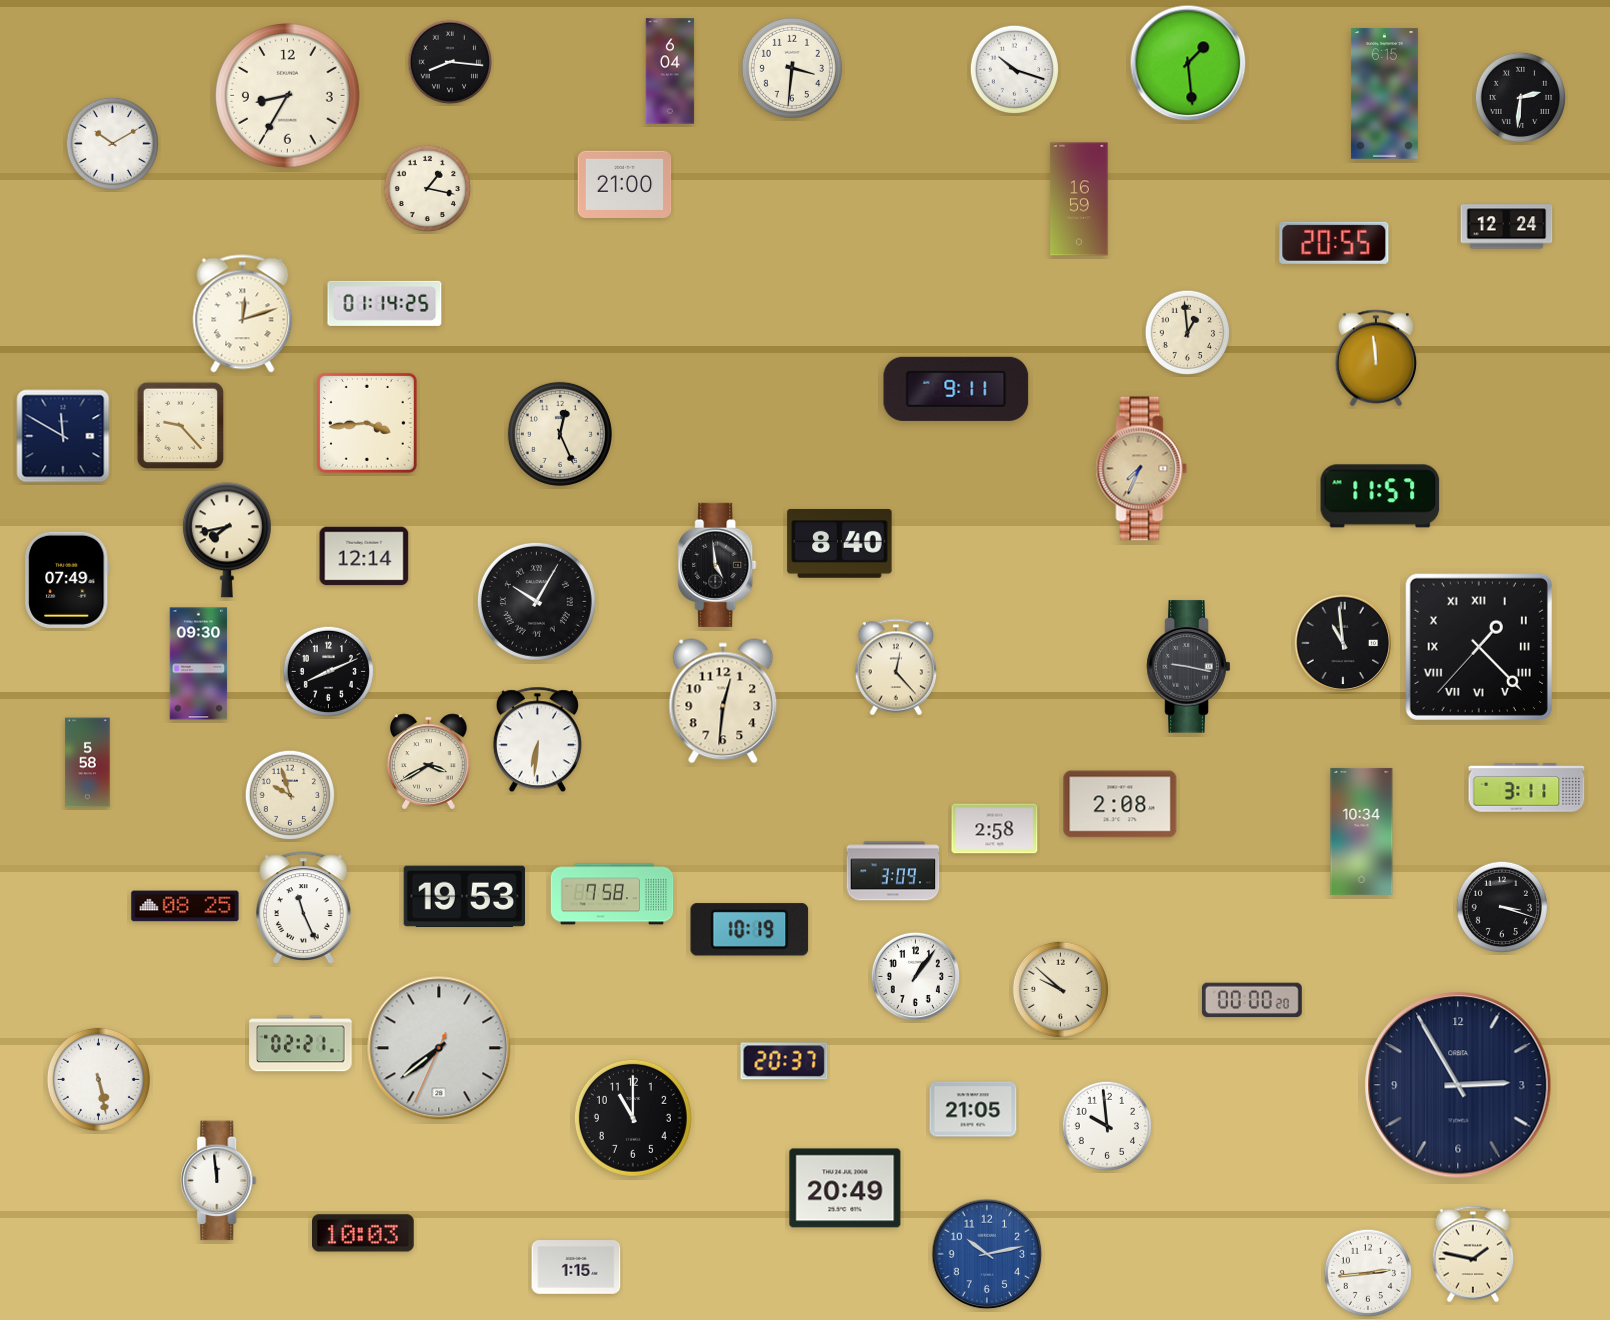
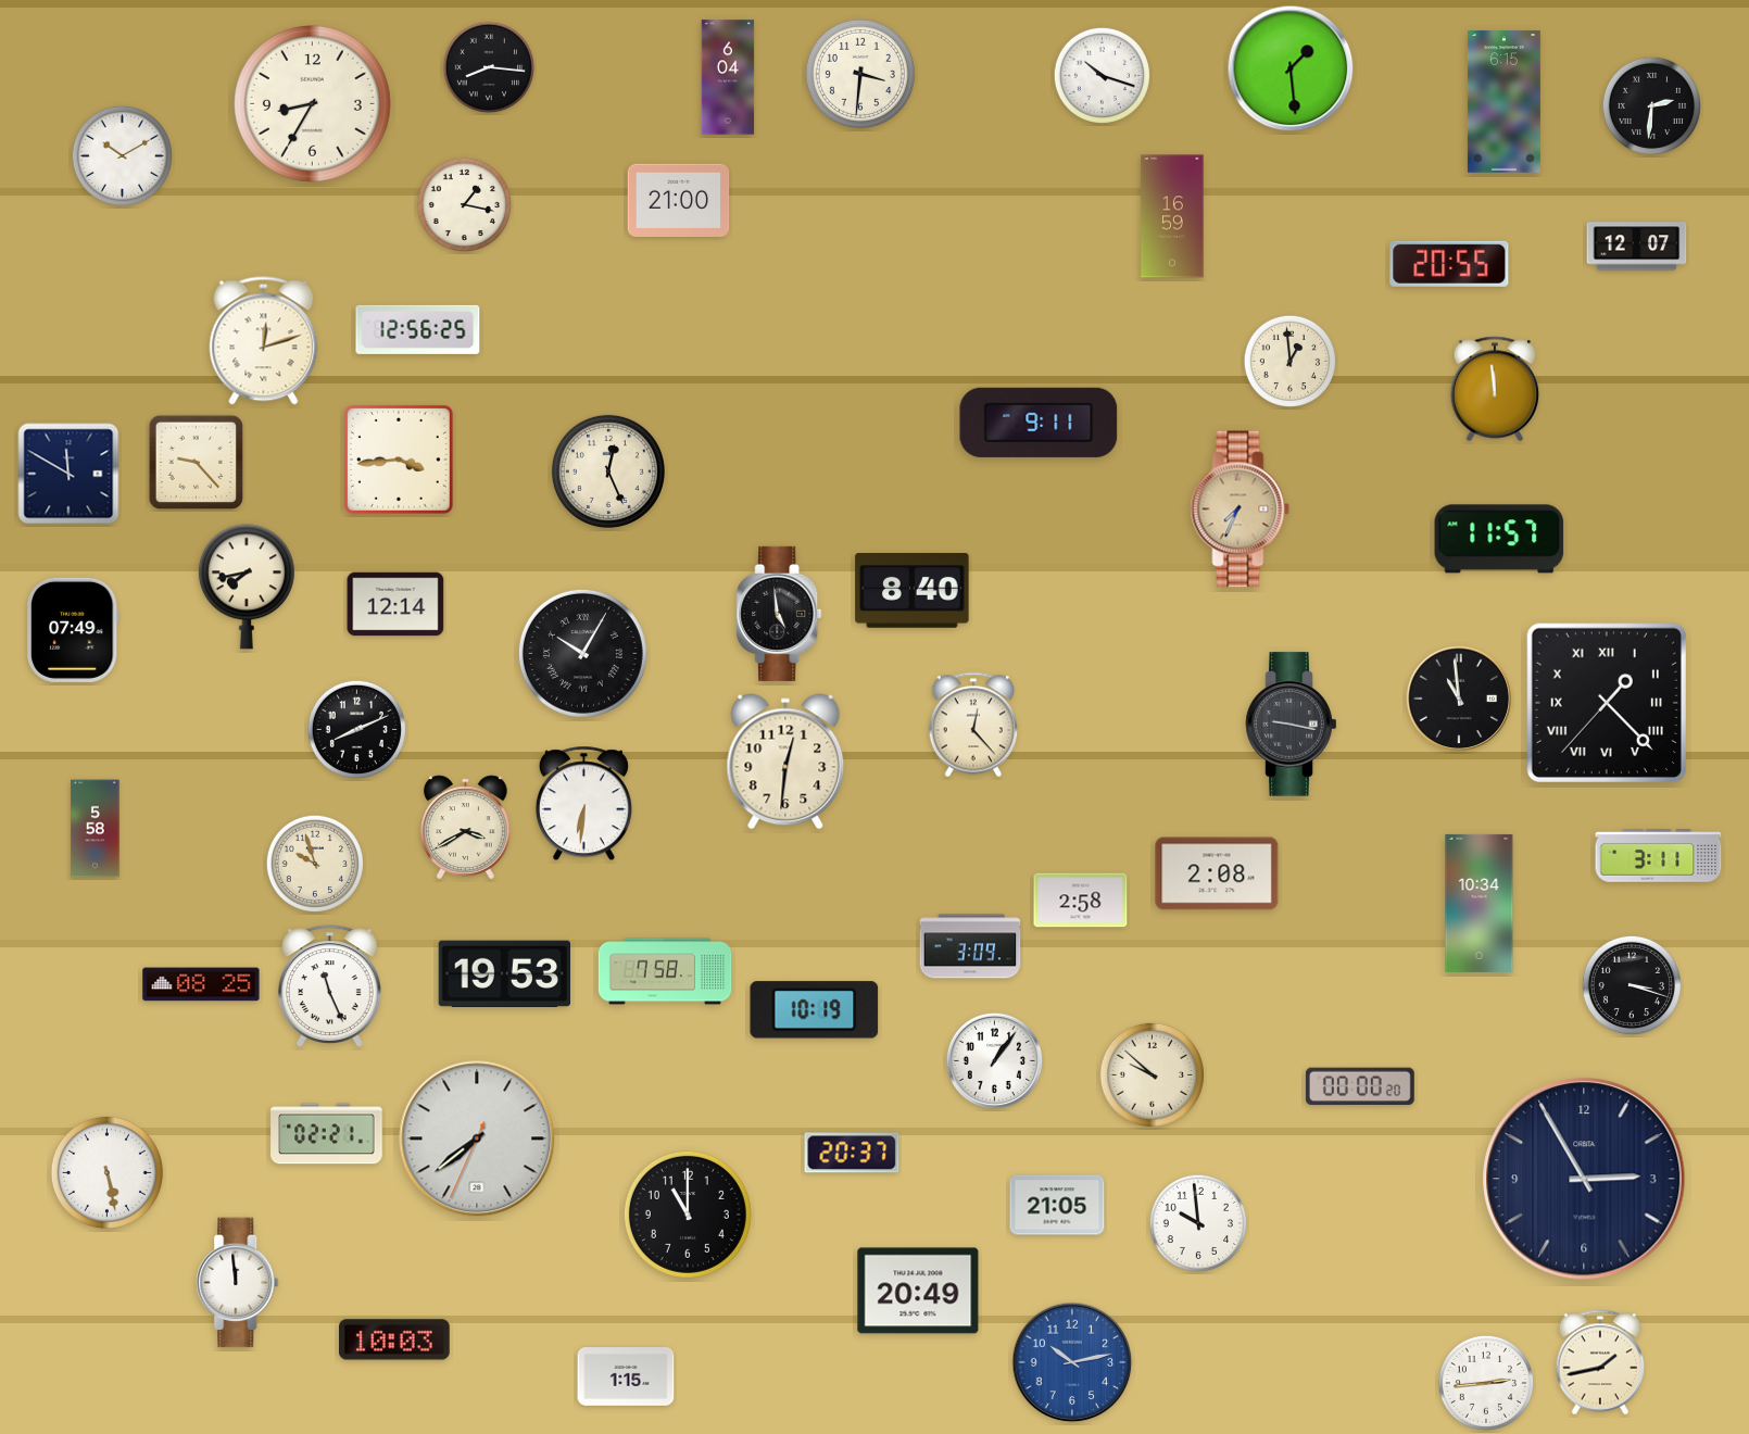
clock at (1507, 227): 12:24 -> 12:07
clock at (385, 303): 01:14 -> 12:56
clock at (199, 664): 09:30 -> none
clock at (1106, 1125) position: (1106, 1125) -> (1197, 1222)
clock at (1473, 1254): 1:47 -> 1:43
